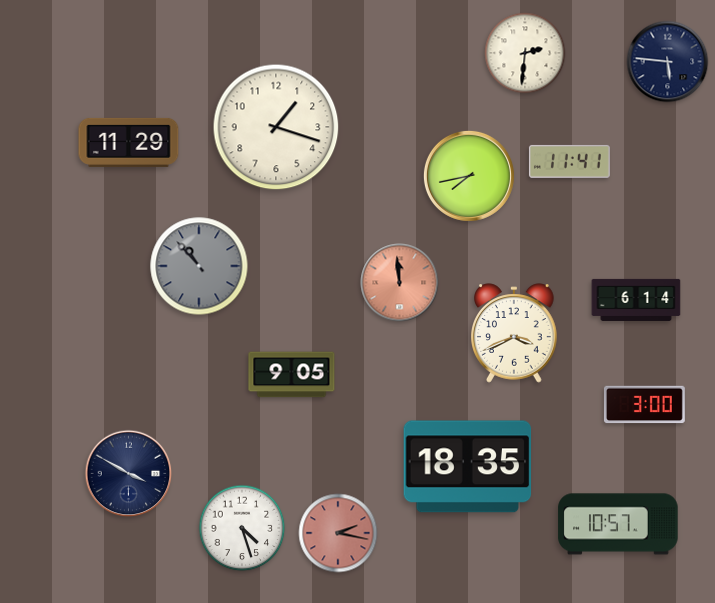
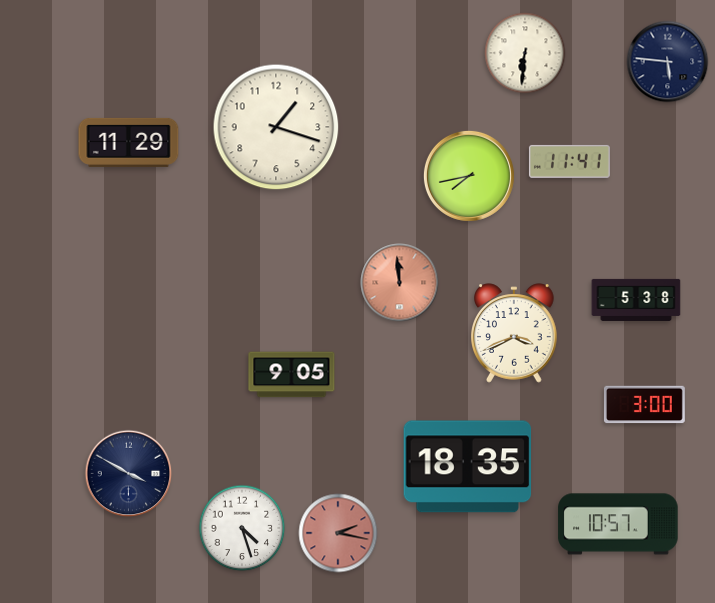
clock at (525, 53): 2:31 -> 6:31
clock at (199, 266): 10:53 -> none
clock at (636, 300): 6:14 -> 5:38
